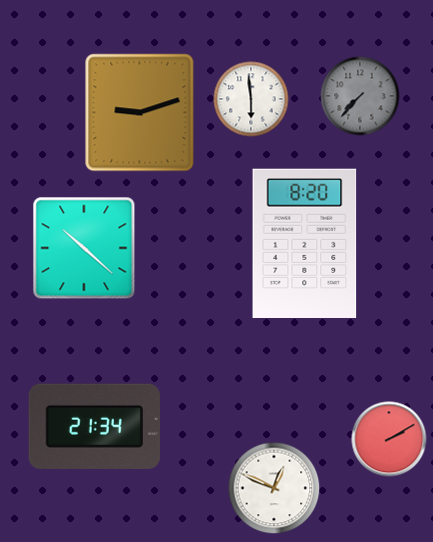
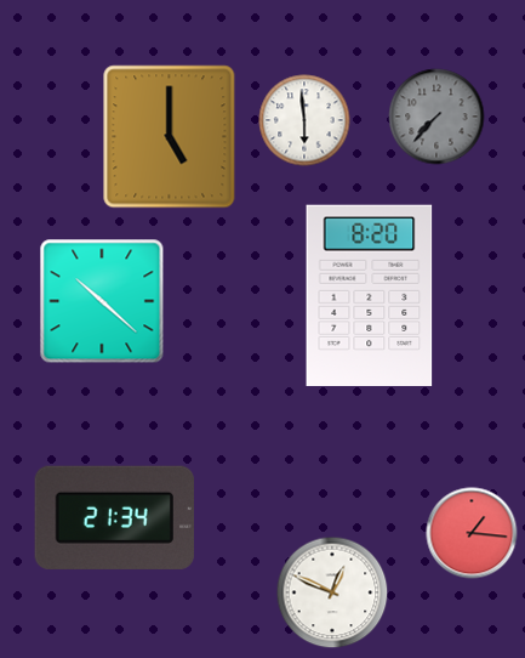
clock at (140, 113): 9:12 -> 5:00
clock at (389, 439): 2:10 -> 1:16
